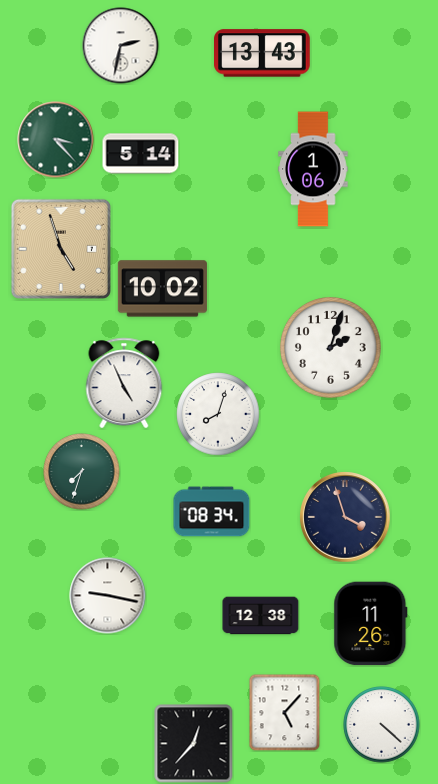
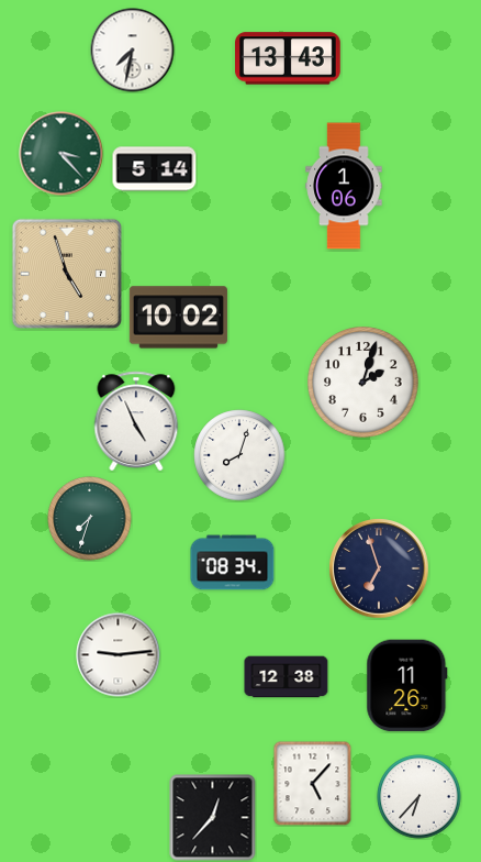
clock at (121, 46): 2:32 -> 7:32
clock at (345, 517): 3:57 -> 6:57
clock at (108, 596): 9:17 -> 9:14
clock at (382, 725): 4:22 -> 6:37
